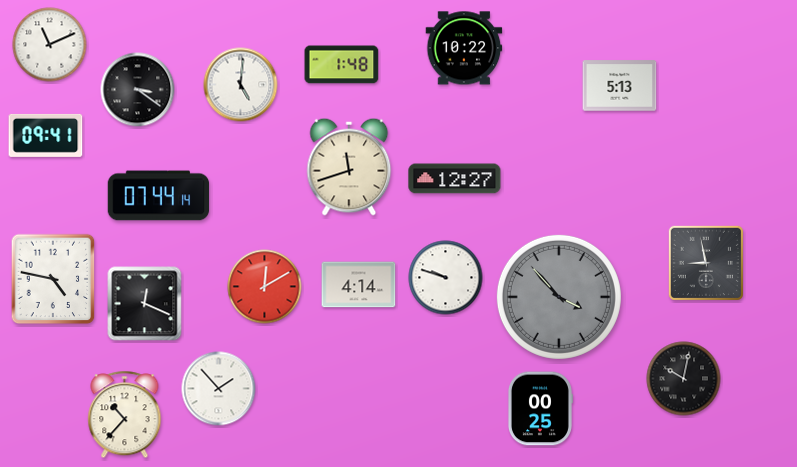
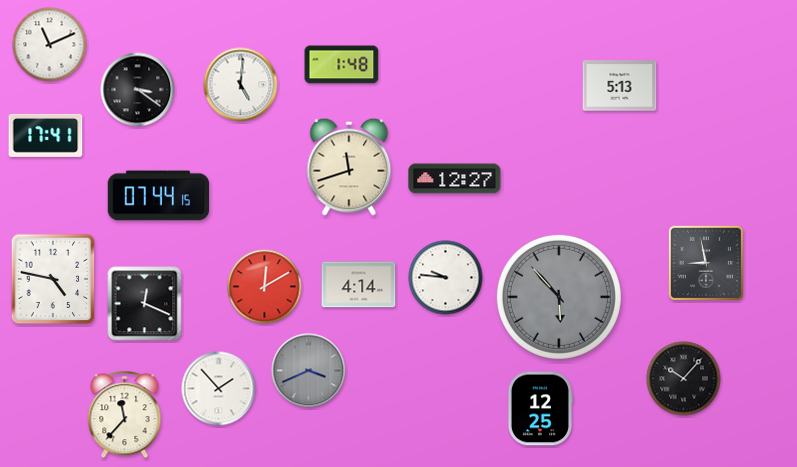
clock at (464, 48): 10:22 -> none
clock at (46, 135): 09:41 -> 17:41
clock at (159, 196): 07:44:14 -> 07:44:15
clock at (446, 278): 9:48 -> 9:46
clock at (559, 297): 3:53 -> 5:53
clock at (309, 371): none -> 3:41
clock at (684, 379): 10:02 -> 10:07
clock at (540, 409): 00:25 -> 12:25
clock at (125, 415): 10:37 -> 11:37
